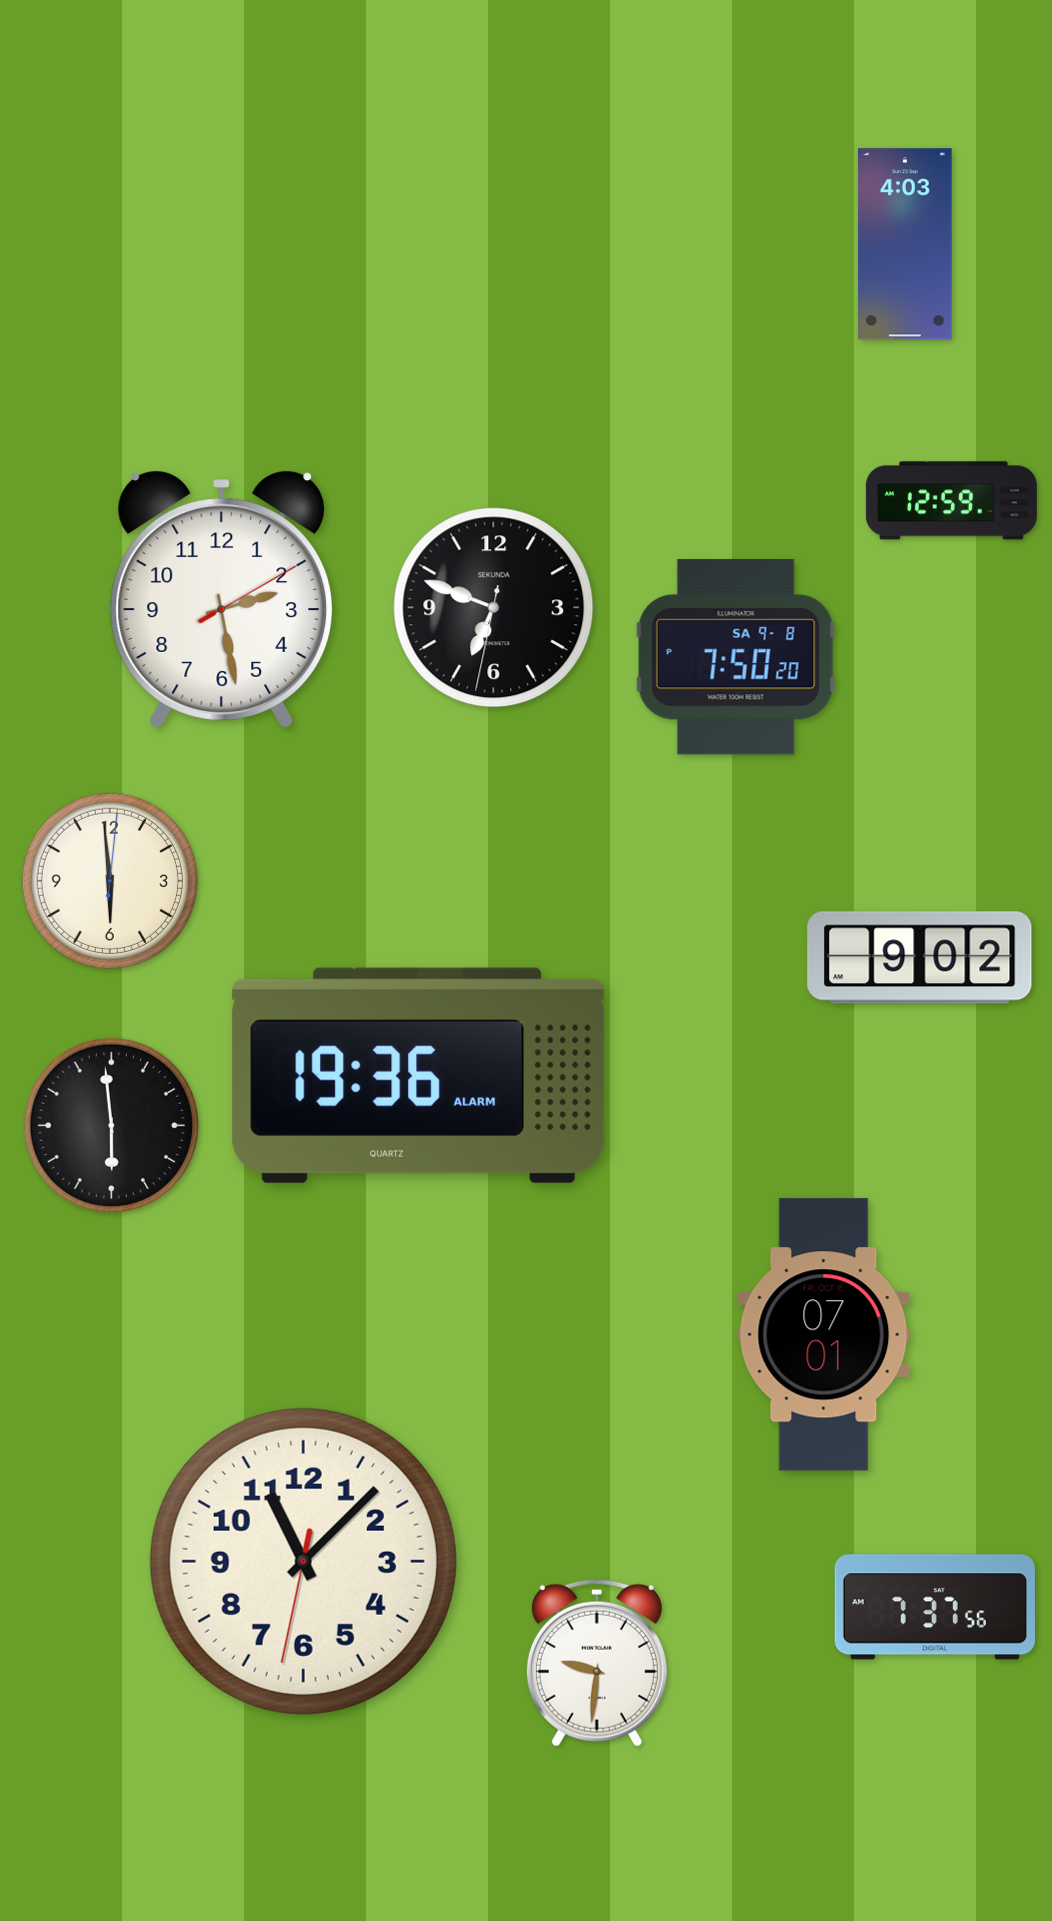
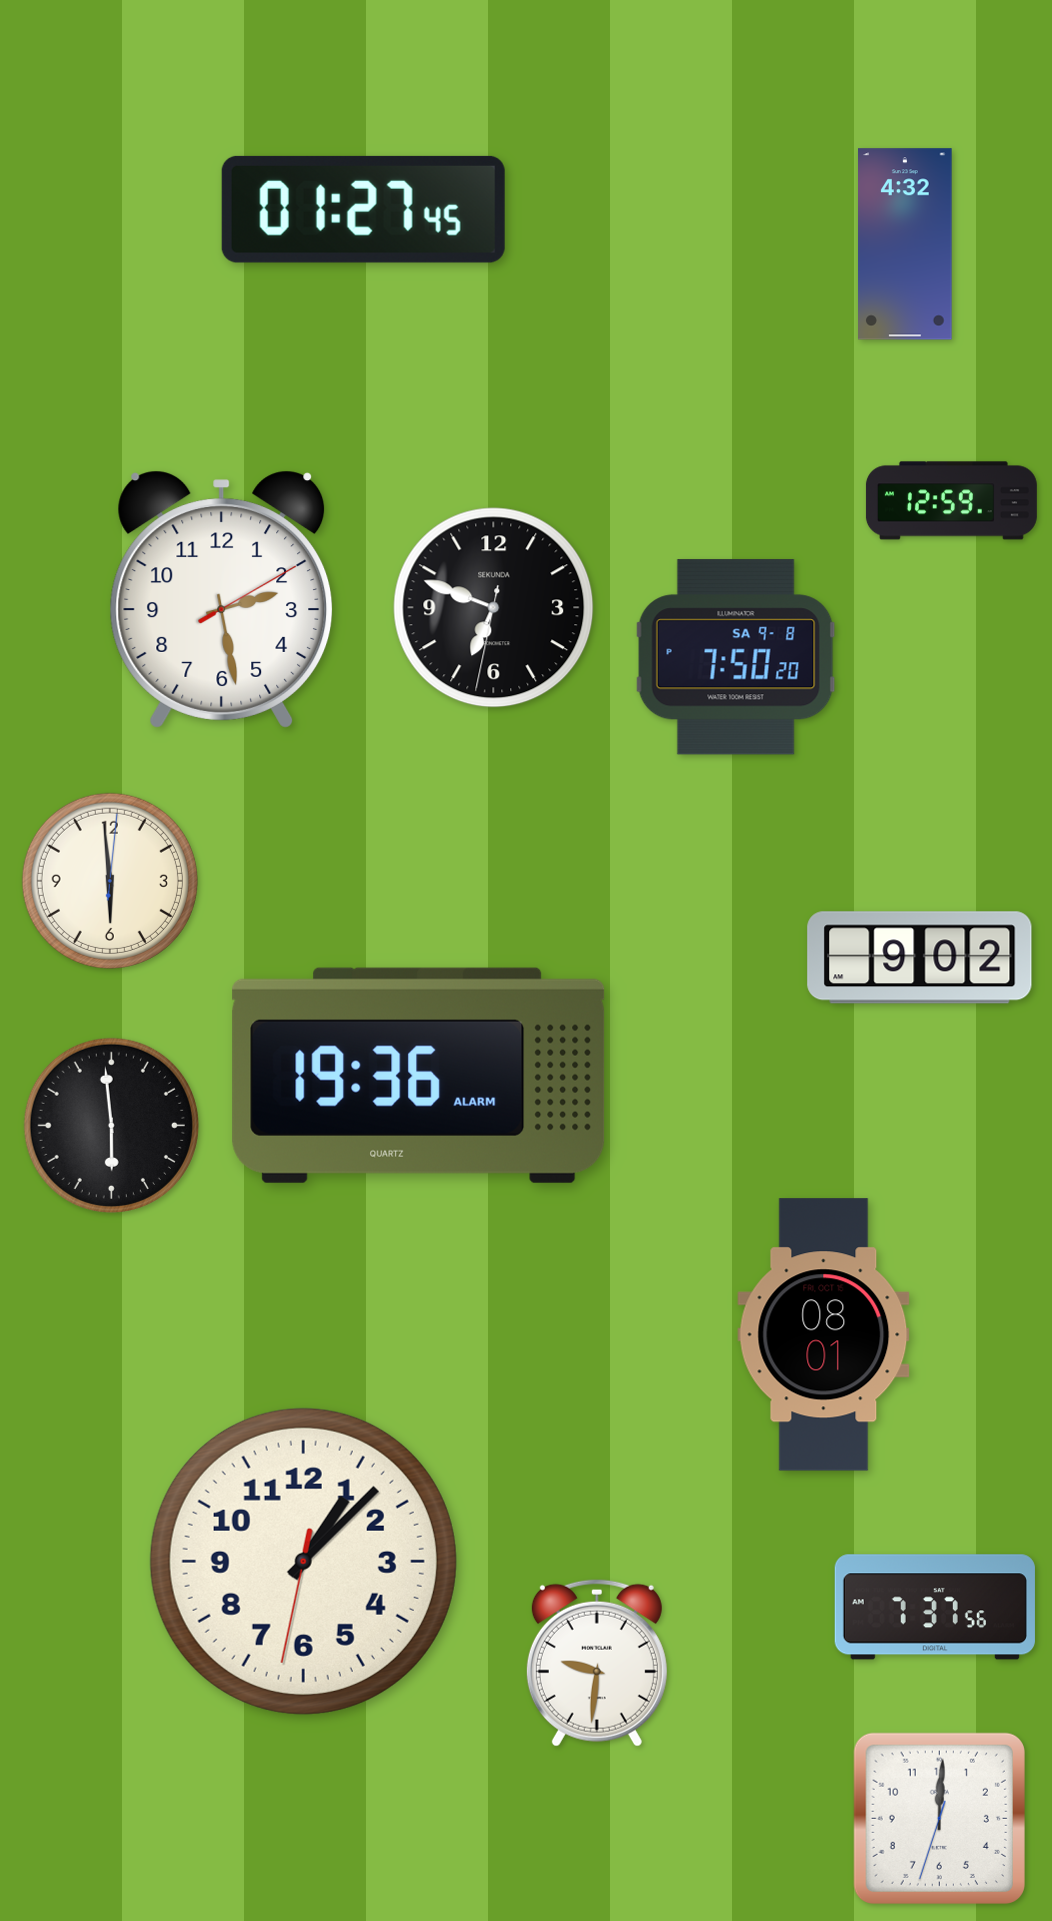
clock at (363, 209): none -> 01:27
clock at (905, 244): 4:03 -> 4:32
clock at (824, 1335): 07:01 -> 08:01
clock at (303, 1561): 11:07 -> 1:07
clock at (939, 1818): none -> 12:00
